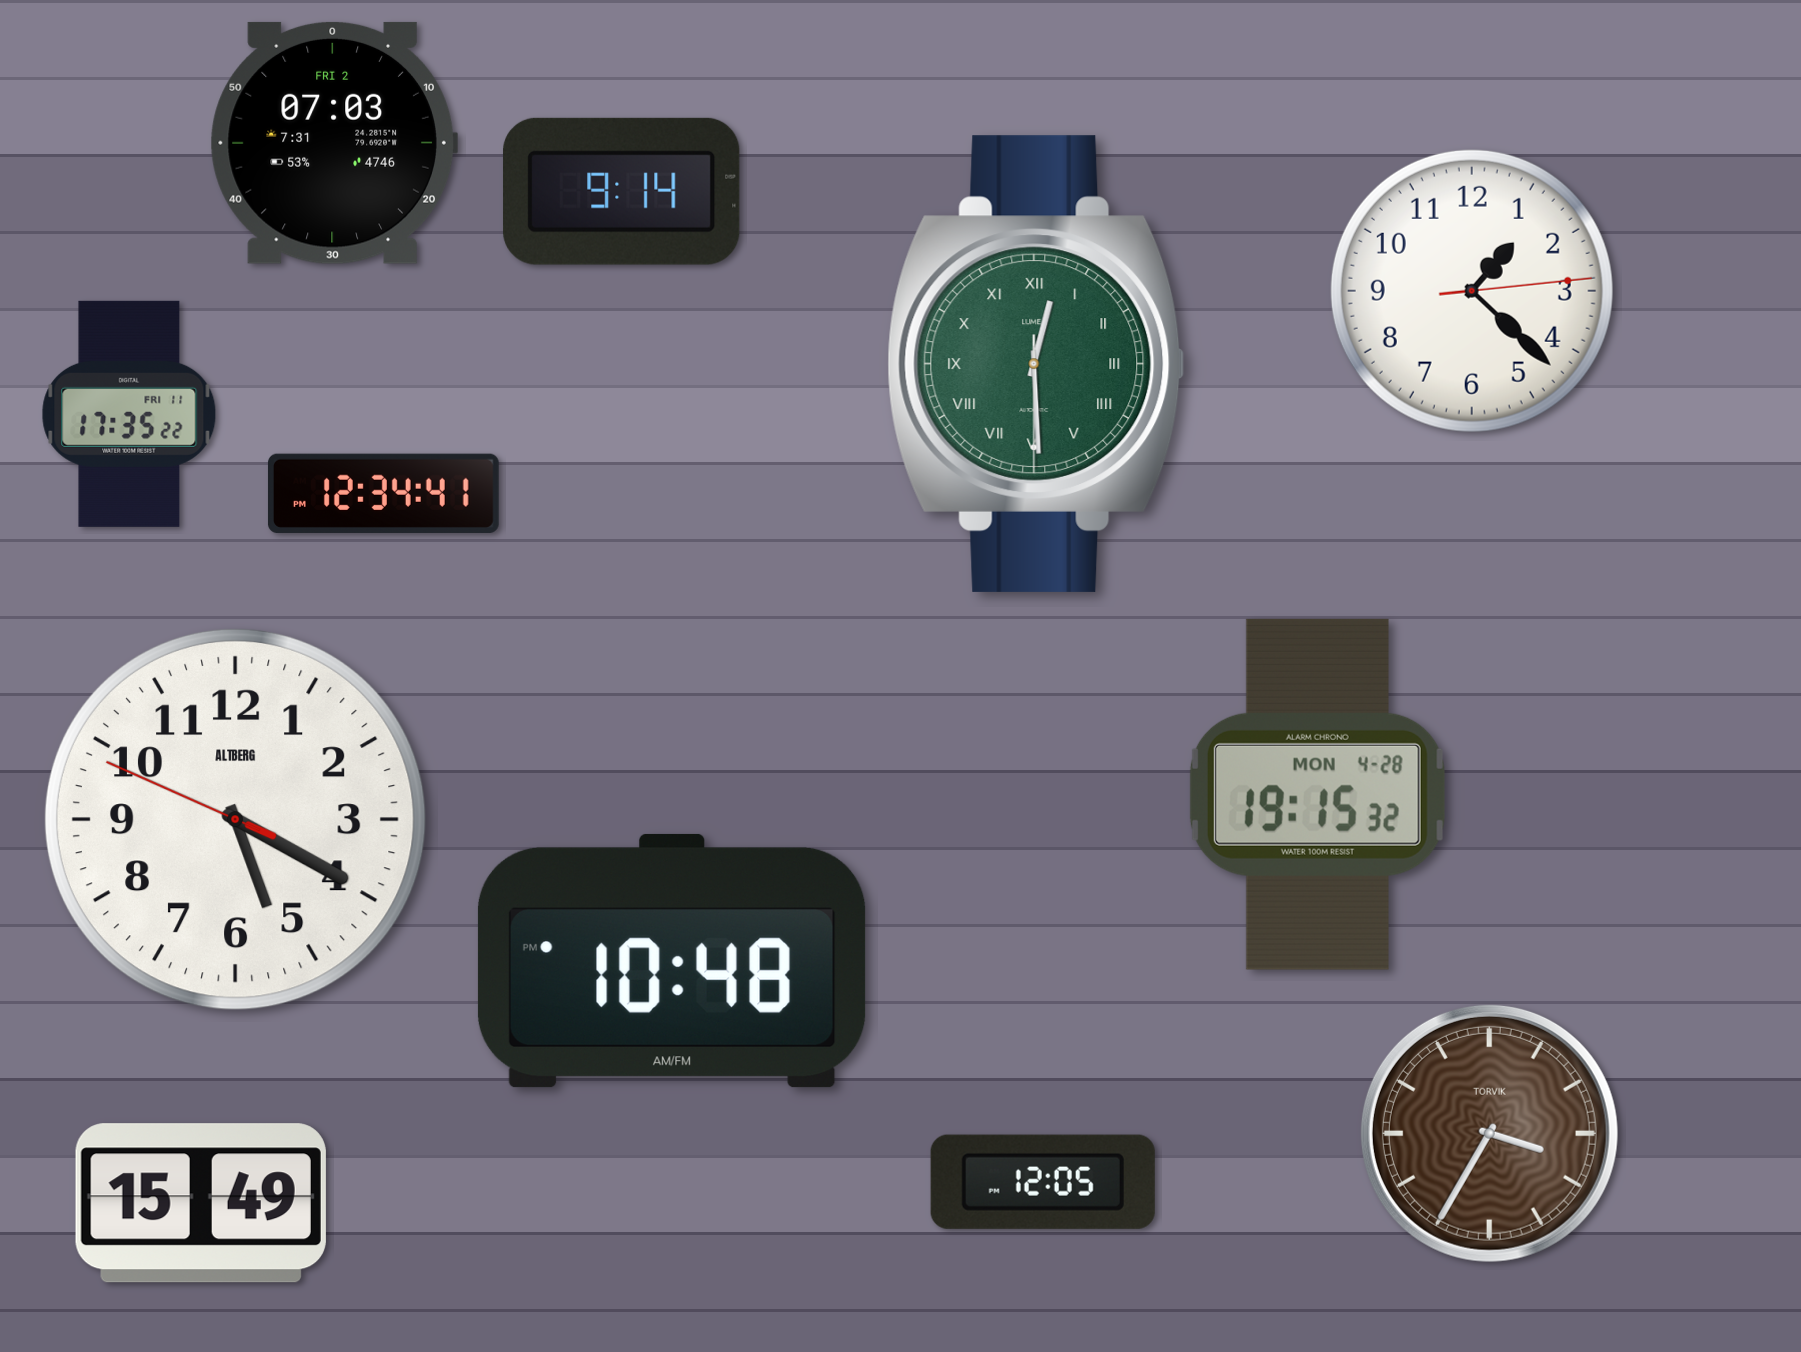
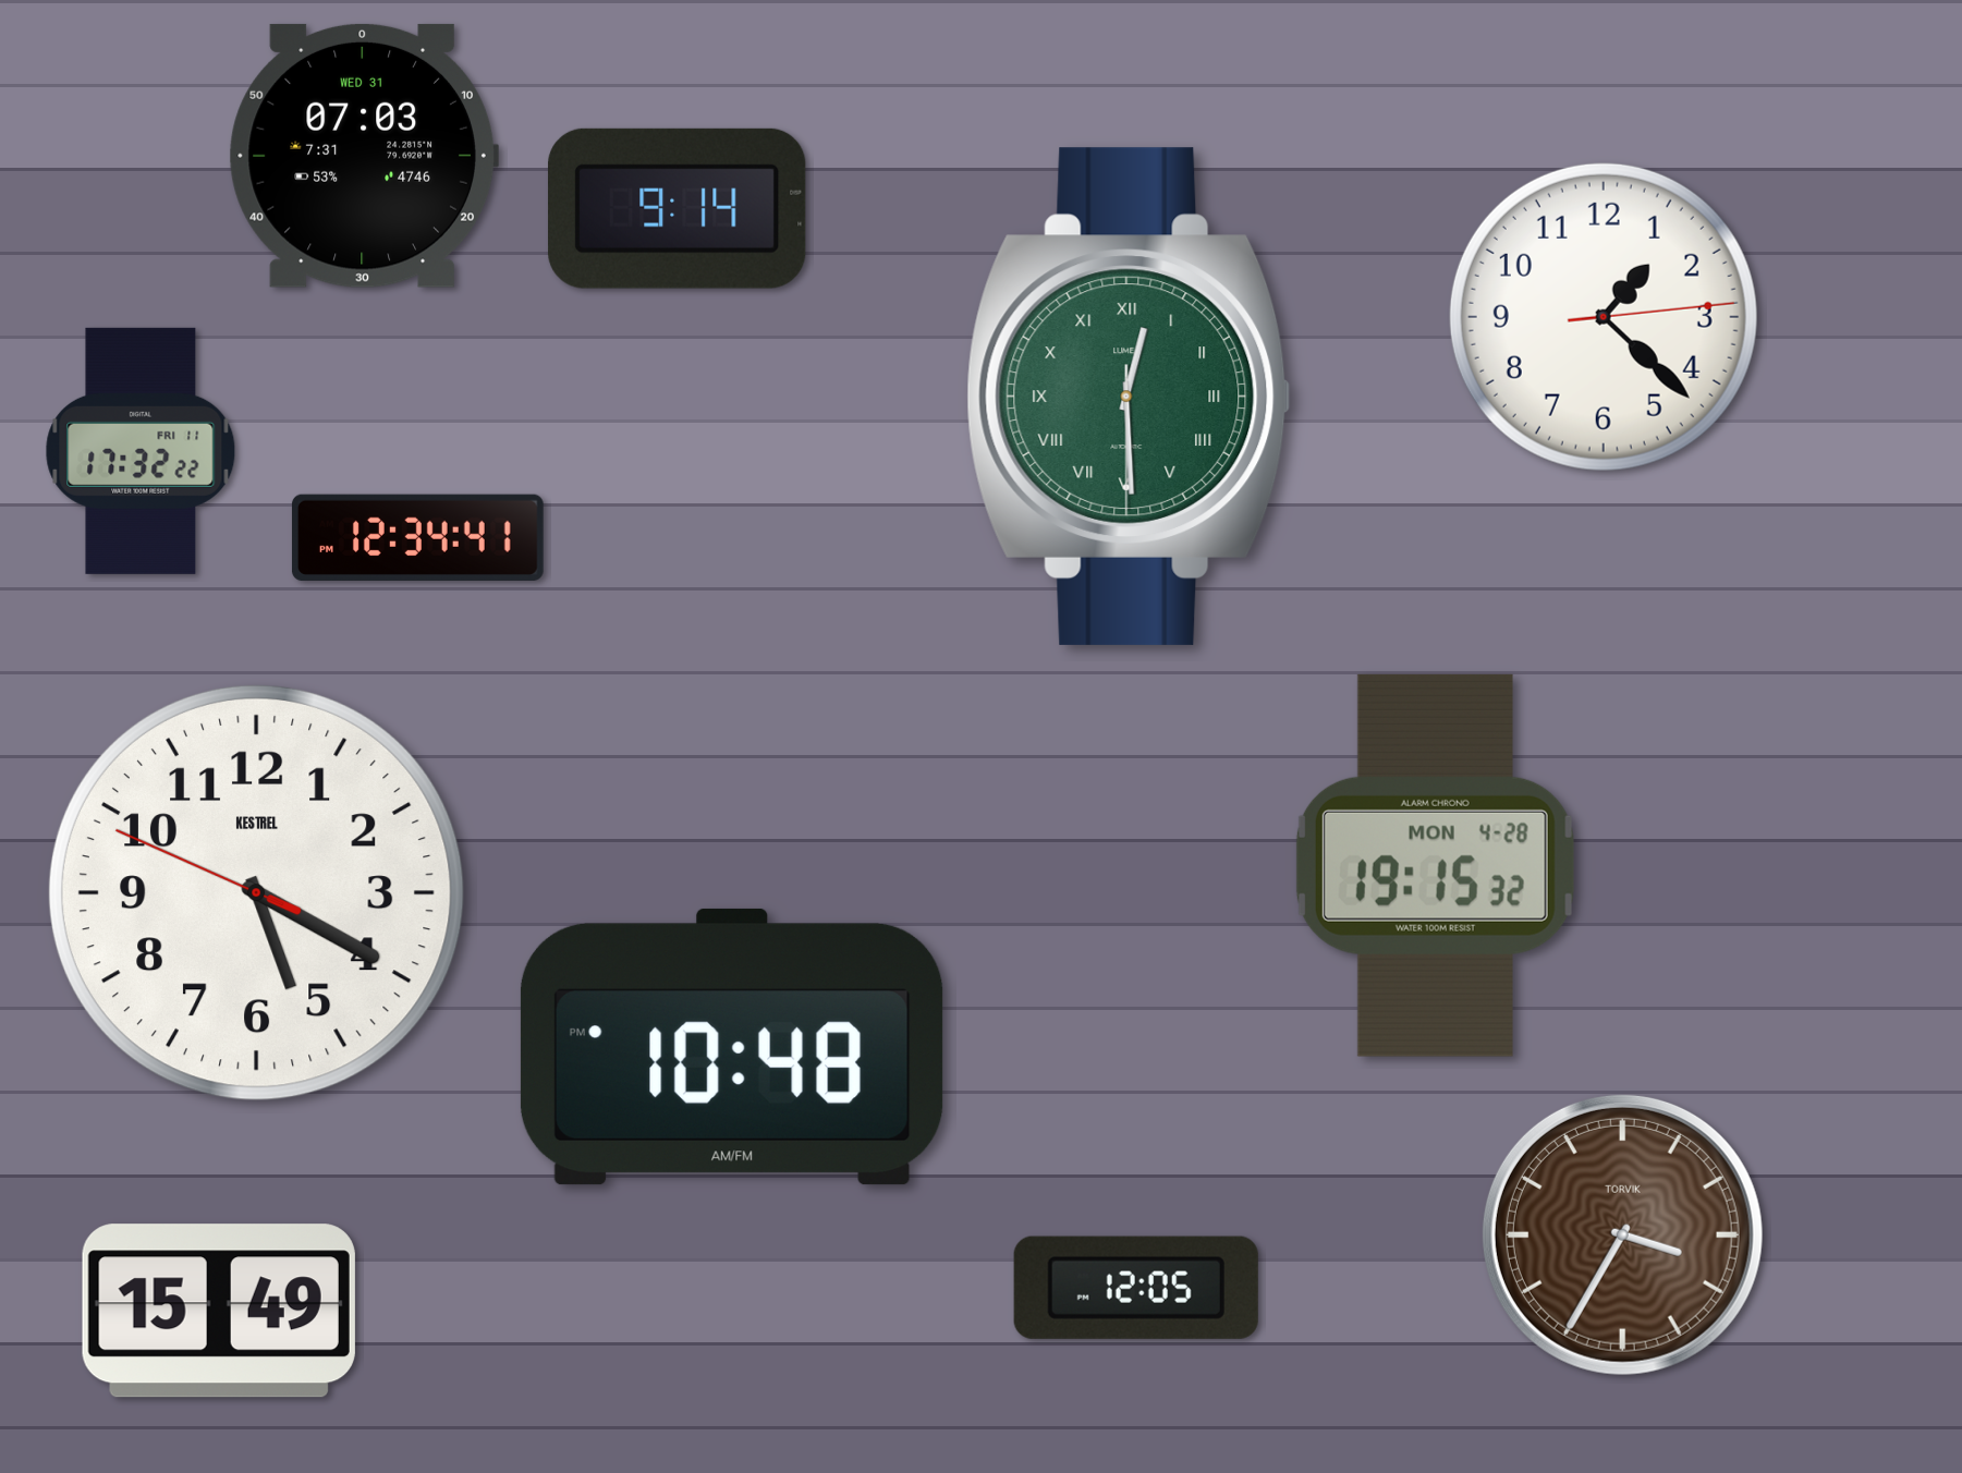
clock at (334, 143) date: FRI 2 -> WED 31
clock at (129, 414): 17:35 -> 17:32
clock at (235, 819) brand: ALTBERG -> KESTREL
